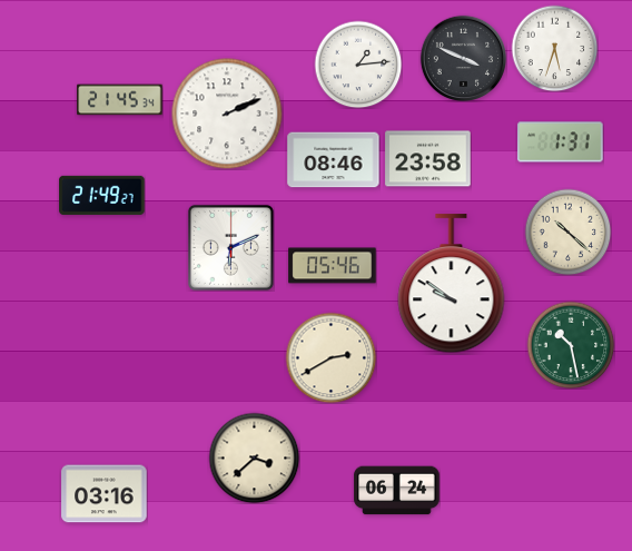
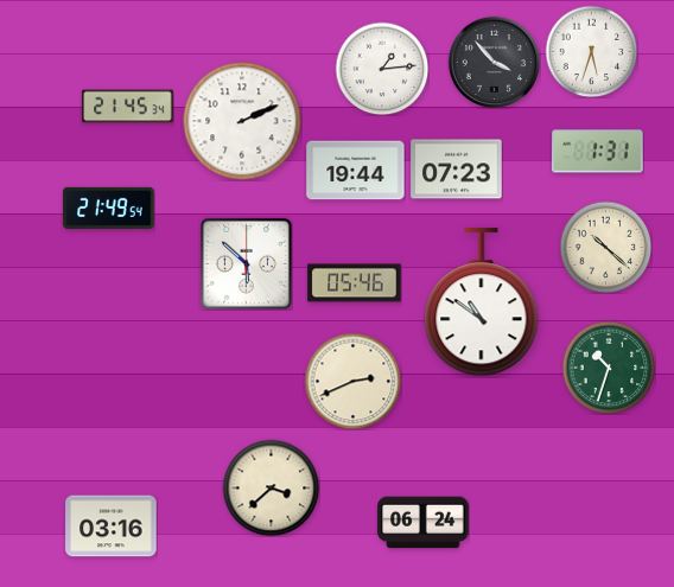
clock at (463, 58): 3:49 -> 3:53
clock at (428, 159): 23:58 -> 07:23
clock at (334, 160): 08:46 -> 19:44
clock at (102, 195): 21:49:27 -> 21:49:54
clock at (230, 247): 6:11 -> 5:52
clock at (452, 284): 9:51 -> 10:51
clock at (571, 345): 10:28 -> 10:33
clock at (330, 357): 2:40 -> 2:41
